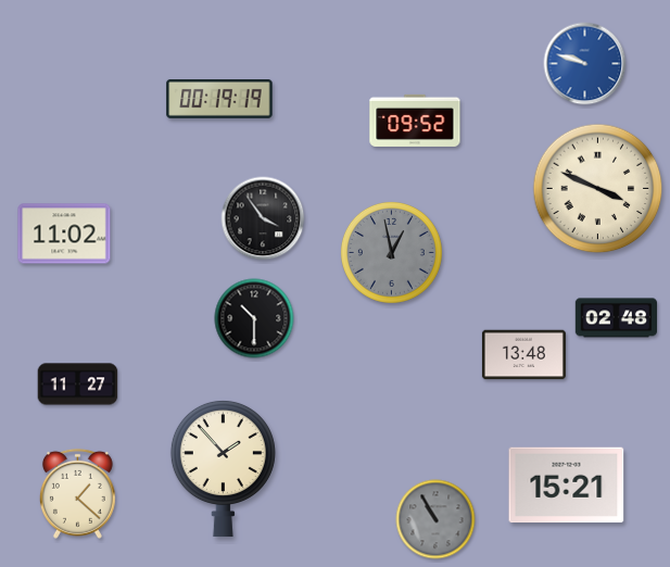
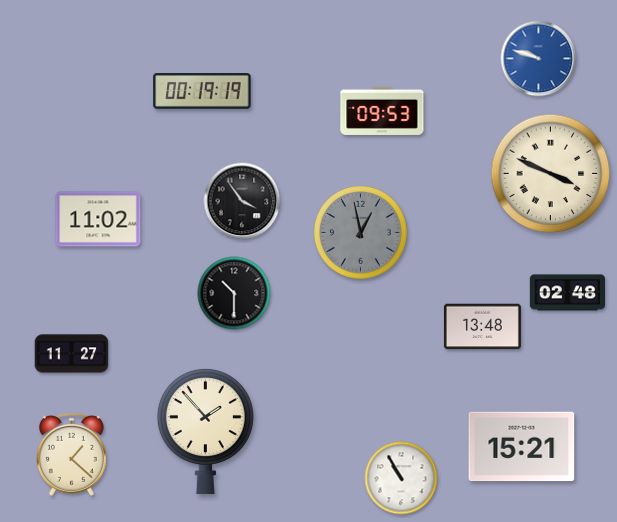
clock at (415, 121): 09:52 -> 09:53
clock at (64, 234) position: (64, 234) -> (98, 219)
clock at (435, 519) dial: grey -> white
